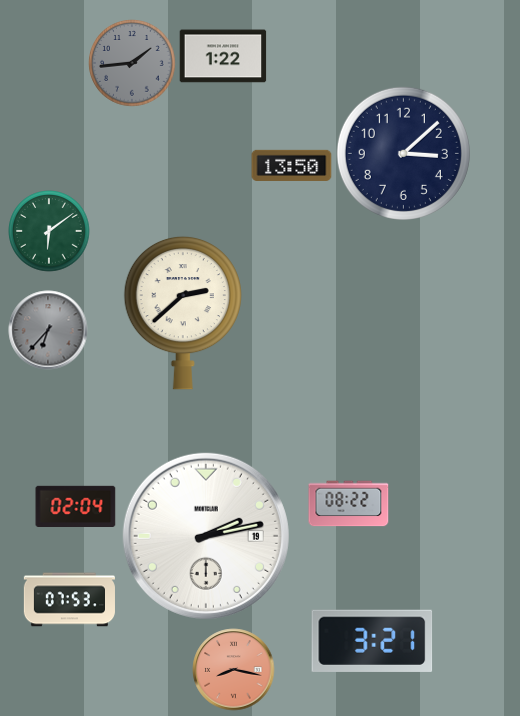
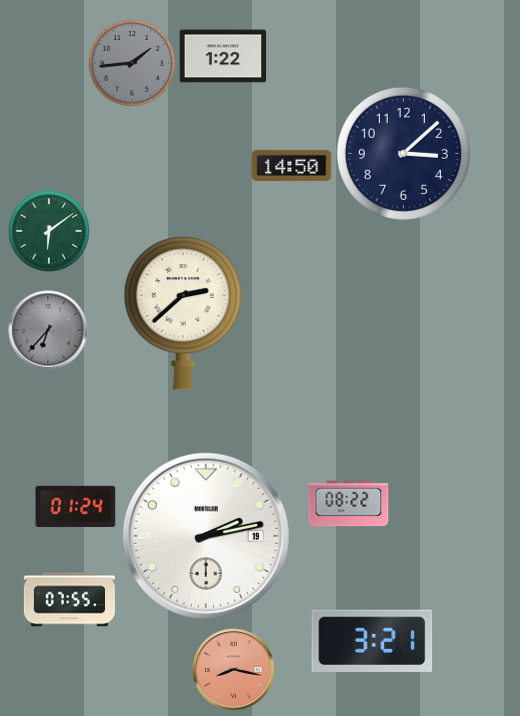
clock at (292, 165): 13:50 -> 14:50
clock at (76, 506): 02:04 -> 01:24
clock at (69, 600): 07:53 -> 07:55
